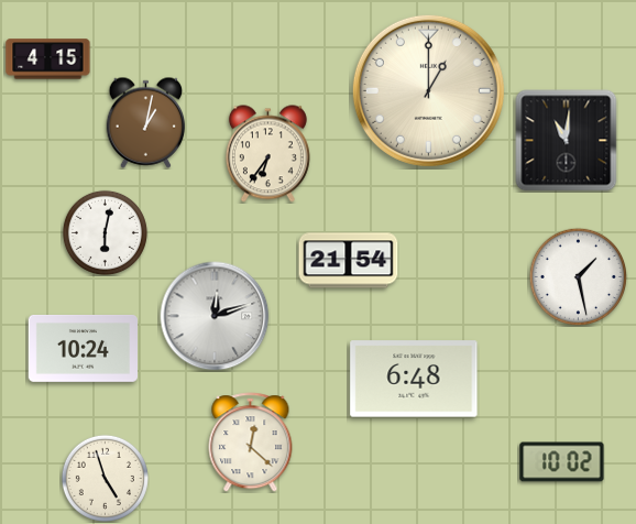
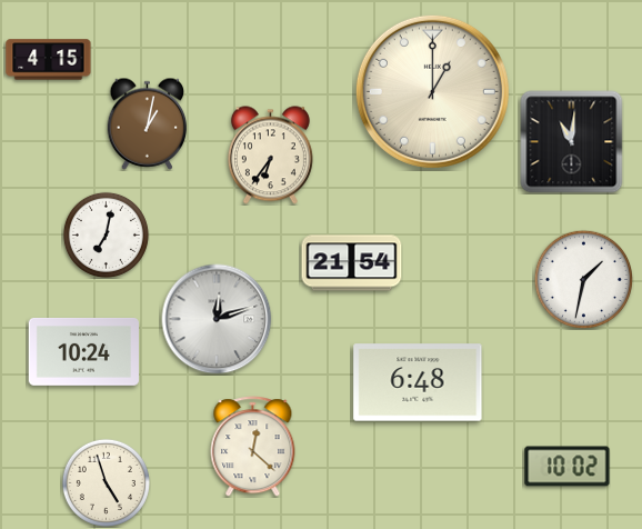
clock at (105, 232): 6:02 -> 7:02
clock at (578, 276): 1:28 -> 1:32
